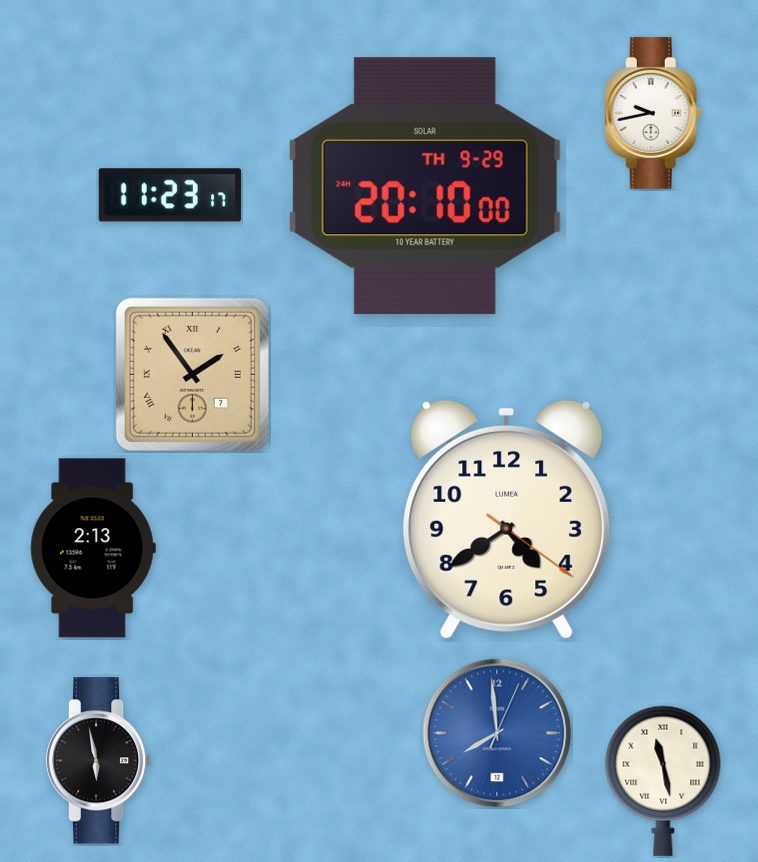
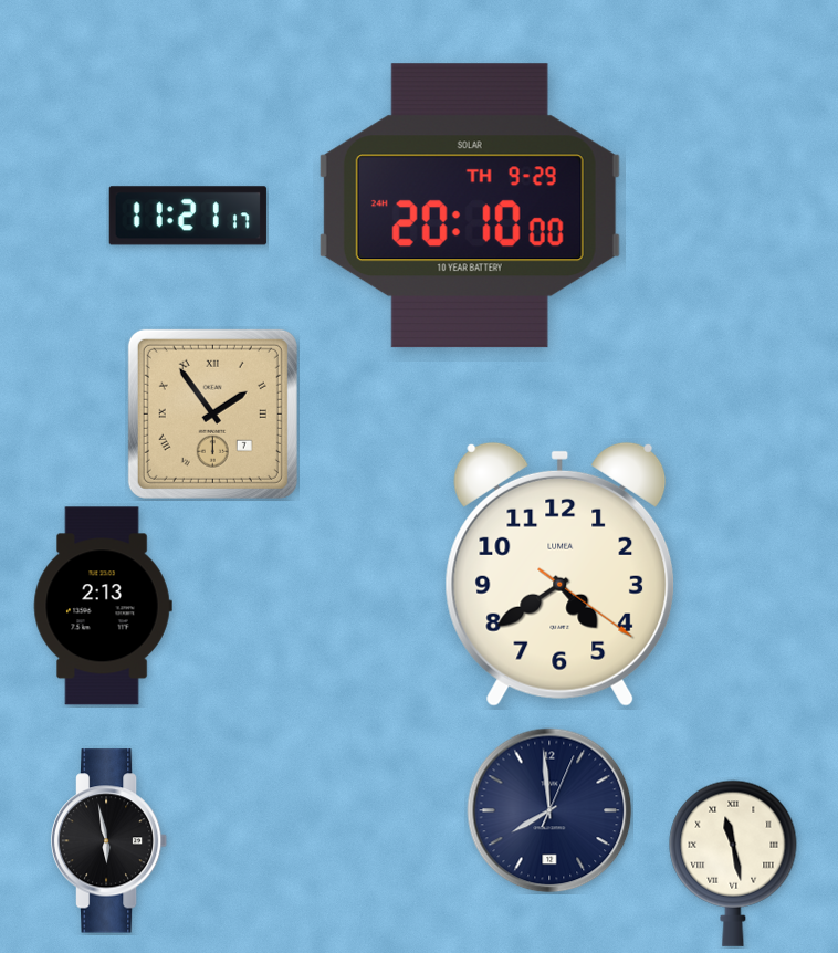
clock at (653, 113): 9:43 -> none
clock at (170, 195): 11:23 -> 11:21
clock at (497, 733) dial: blue -> navy
